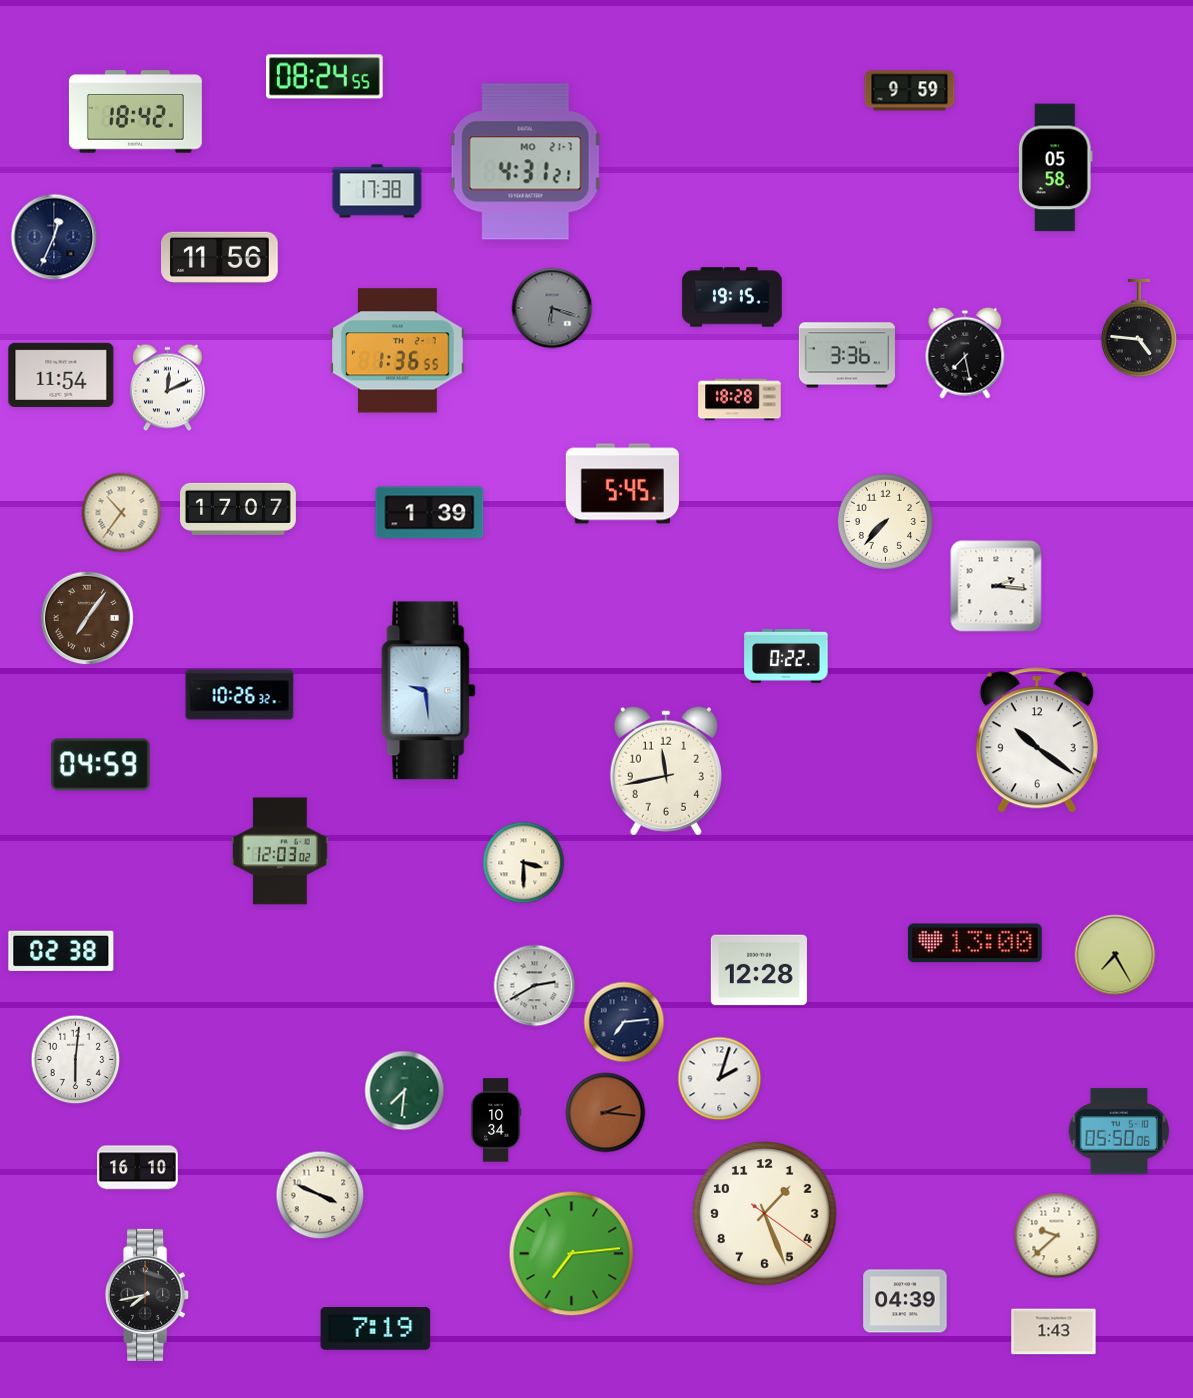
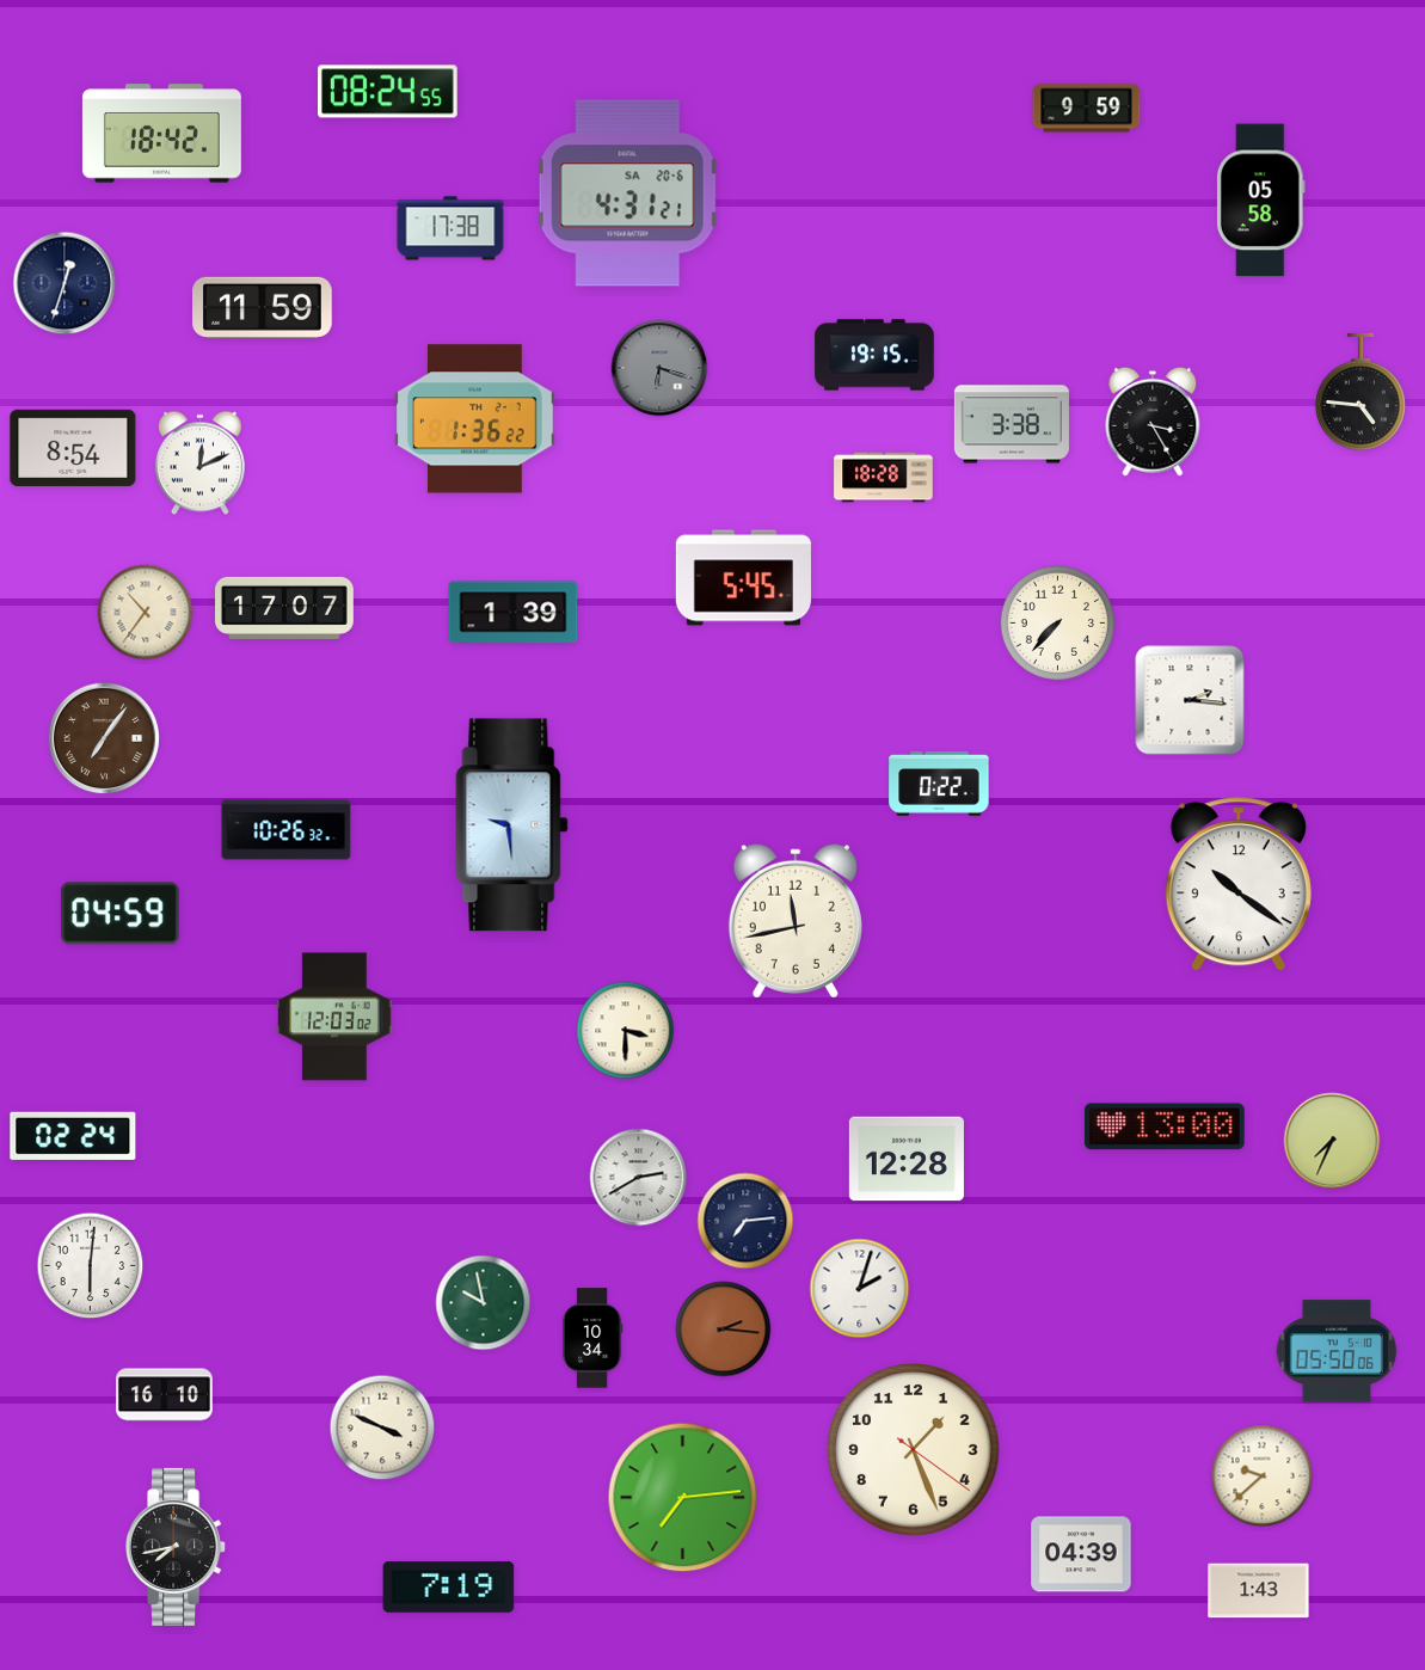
clock at (525, 162) date: MO 21-7 -> SA 20-6
clock at (54, 237): 12:34 -> 12:33
clock at (220, 257): 11:56 -> 11:59
clock at (398, 351): 1:36:55 -> 1:36:22
clock at (965, 353): 7:28 -> 3:25
clock at (847, 355): 3:36 -> 3:38
clock at (61, 375): 11:54 -> 8:54
clock at (61, 951): 02:38 -> 02:24
clock at (1115, 955): 7:25 -> 7:34
clock at (405, 1091): 7:31 -> 9:58
